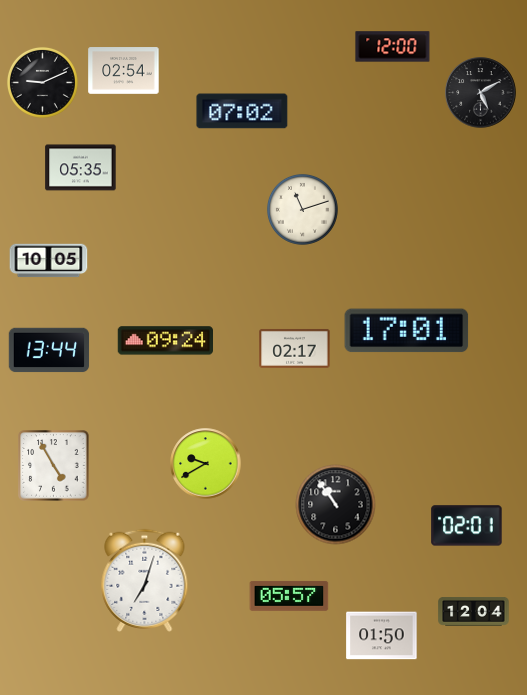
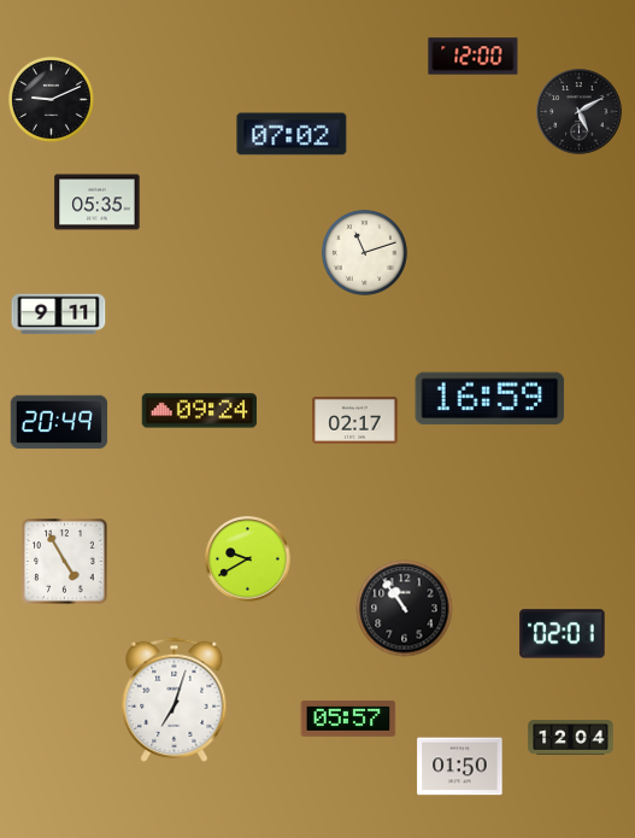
clock at (124, 71): 02:54 -> none
clock at (49, 261): 10:05 -> 9:11
clock at (407, 331): 17:01 -> 16:59
clock at (49, 350): 13:44 -> 20:49
